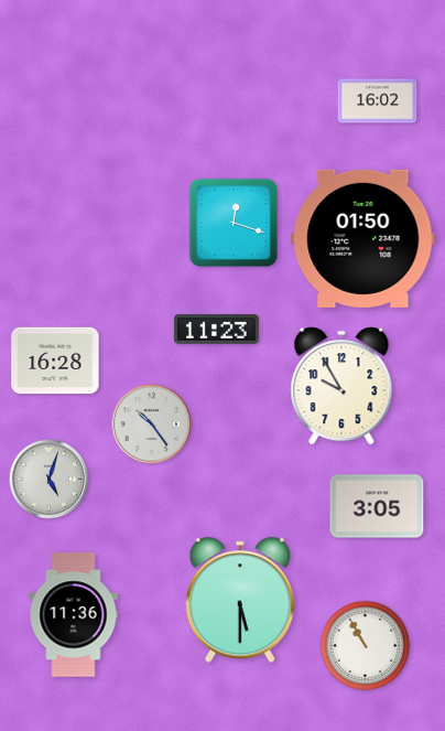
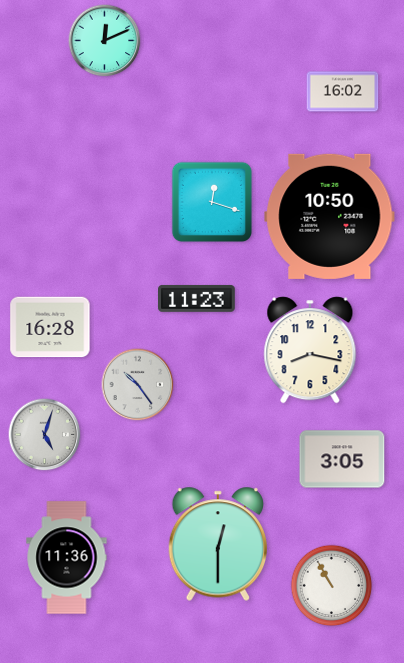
clock at (105, 41): none -> 12:11
clock at (363, 238): 01:50 -> 10:50
clock at (341, 386): 9:55 -> 8:17
clock at (240, 600): 5:30 -> 12:30
